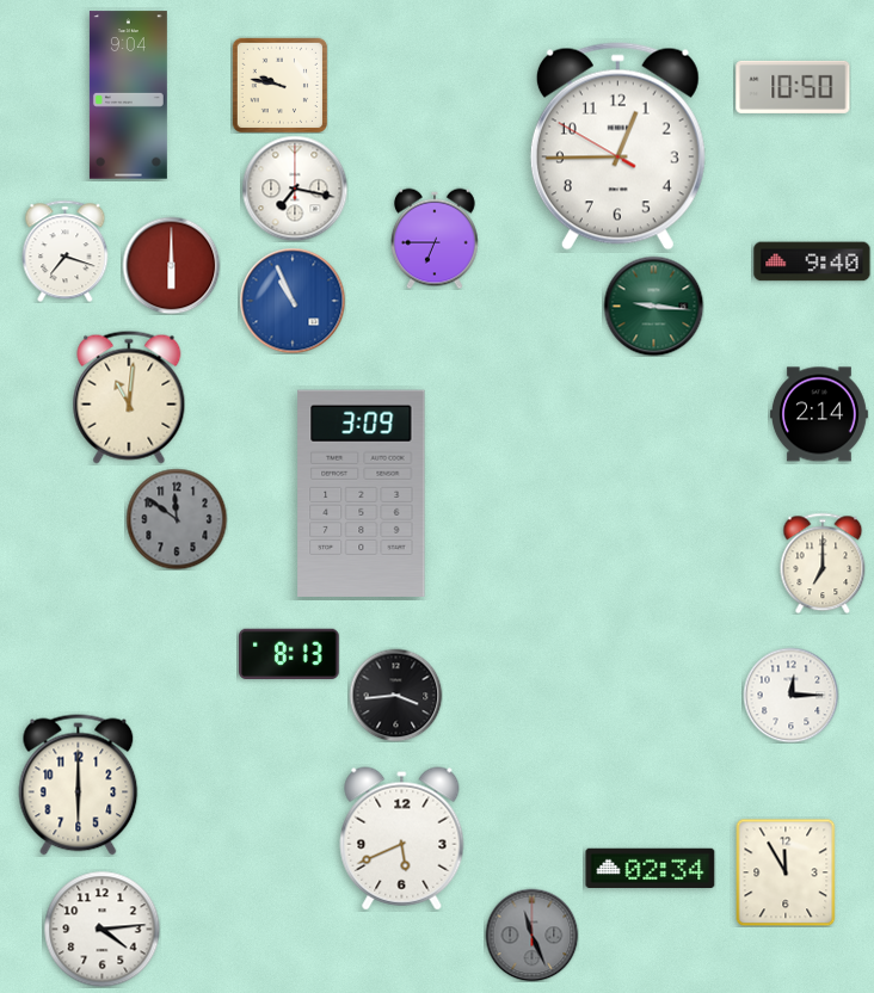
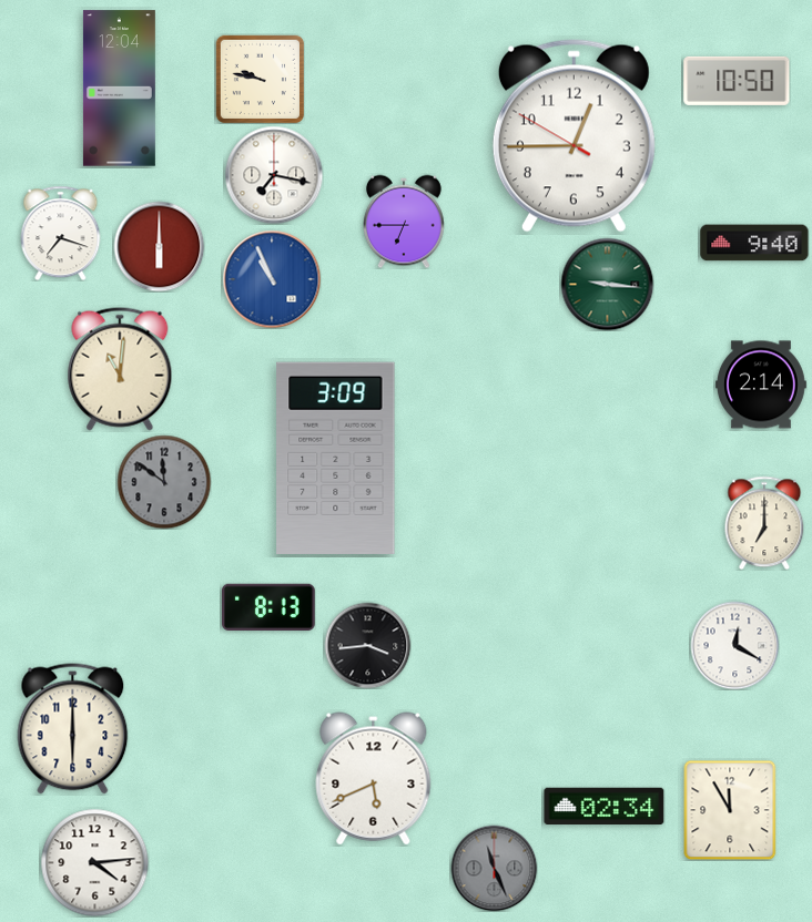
clock at (128, 95): 9:04 -> 12:04
clock at (790, 695): 12:15 -> 12:20
